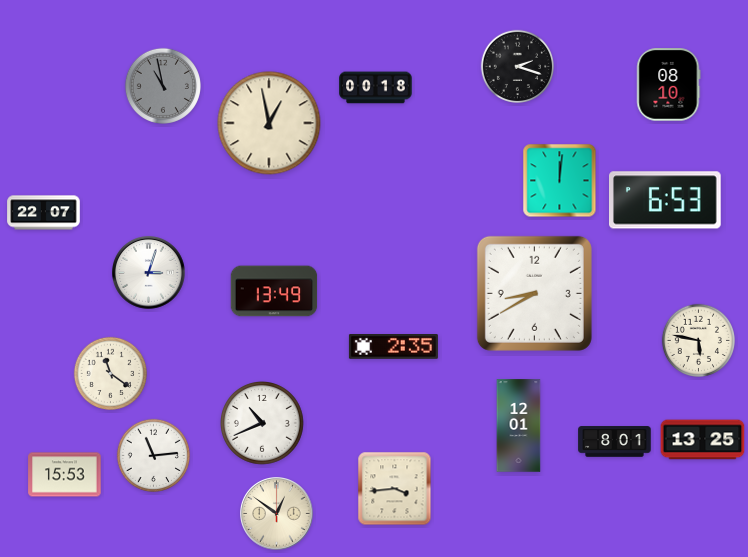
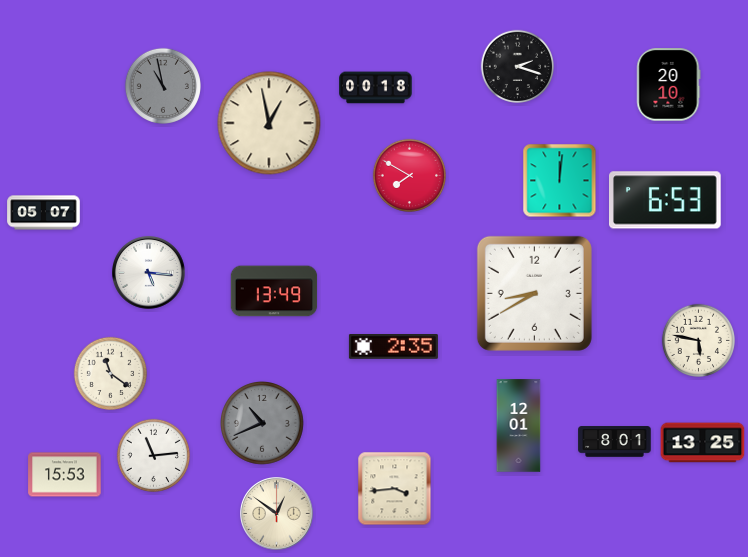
clock at (669, 85): 08:10 -> 20:10
clock at (410, 176): none -> 7:50
clock at (44, 213): 22:07 -> 05:07
clock at (149, 273): 3:03 -> 5:16
clock at (263, 424) dial: white -> grey
clock at (703, 440) position: (703, 440) -> (703, 443)
